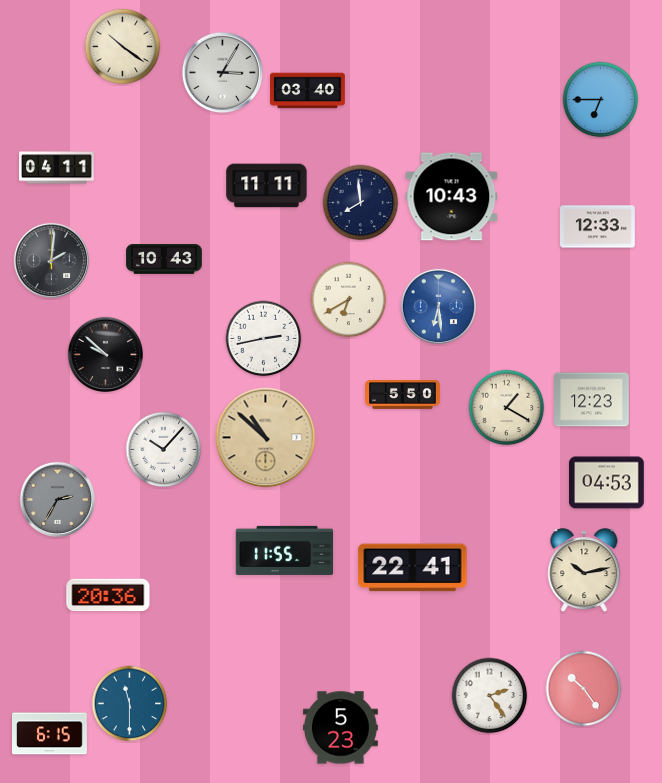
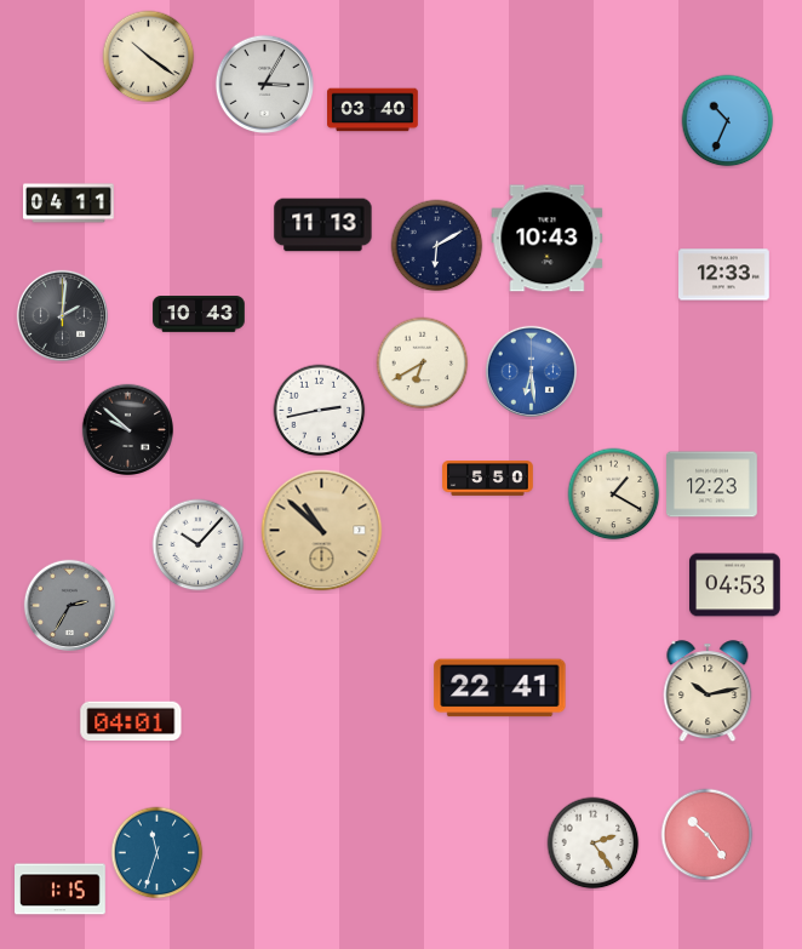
clock at (223, 73) position: (223, 73) -> (265, 85)
clock at (601, 100): 6:45 -> 10:34
clock at (267, 186): 11:11 -> 11:13
clock at (361, 203): 7:59 -> 6:10
clock at (592, 400) position: (592, 400) -> (712, 485)
clock at (285, 550): 11:55 -> none
clock at (108, 595): 20:36 -> 04:01
clock at (130, 704): 11:30 -> 11:33
clock at (341, 728): 5:23 -> none
clock at (50, 734): 6:15 -> 1:15
